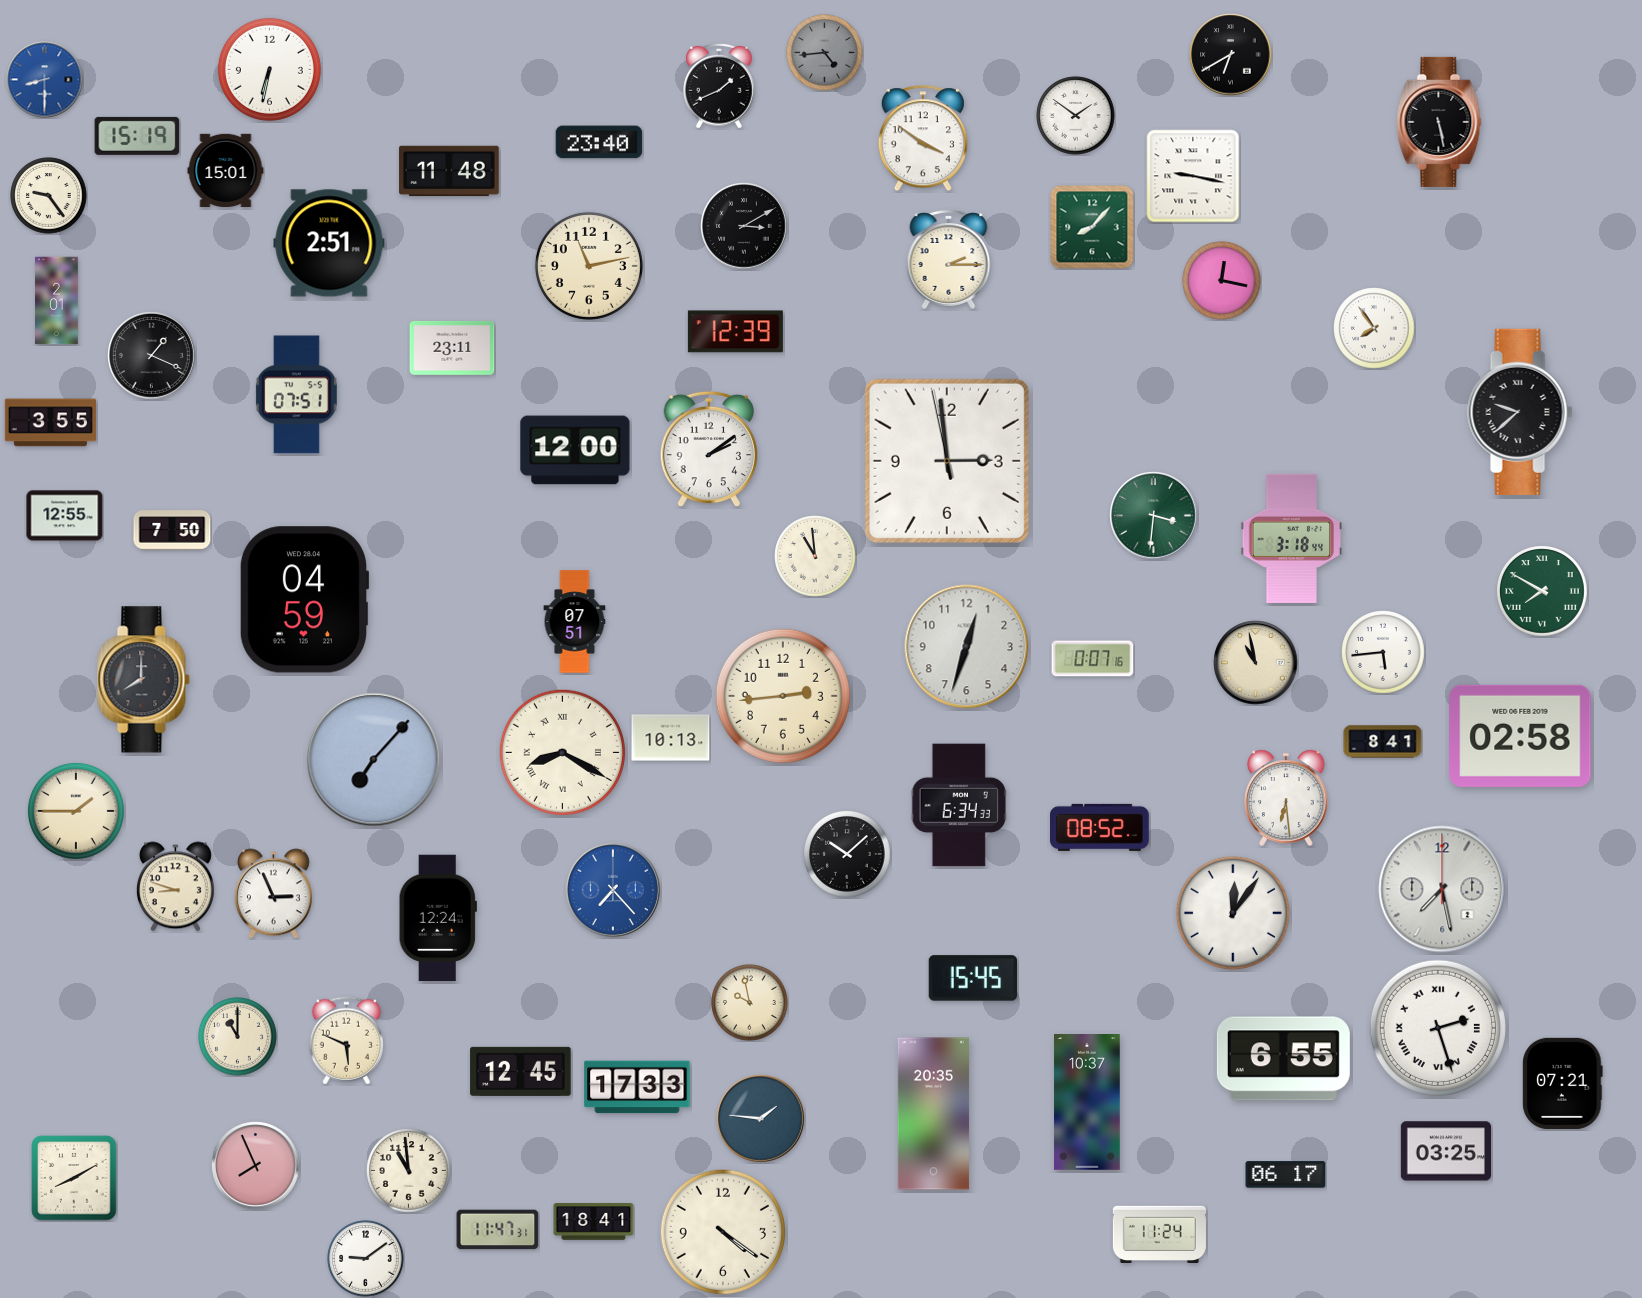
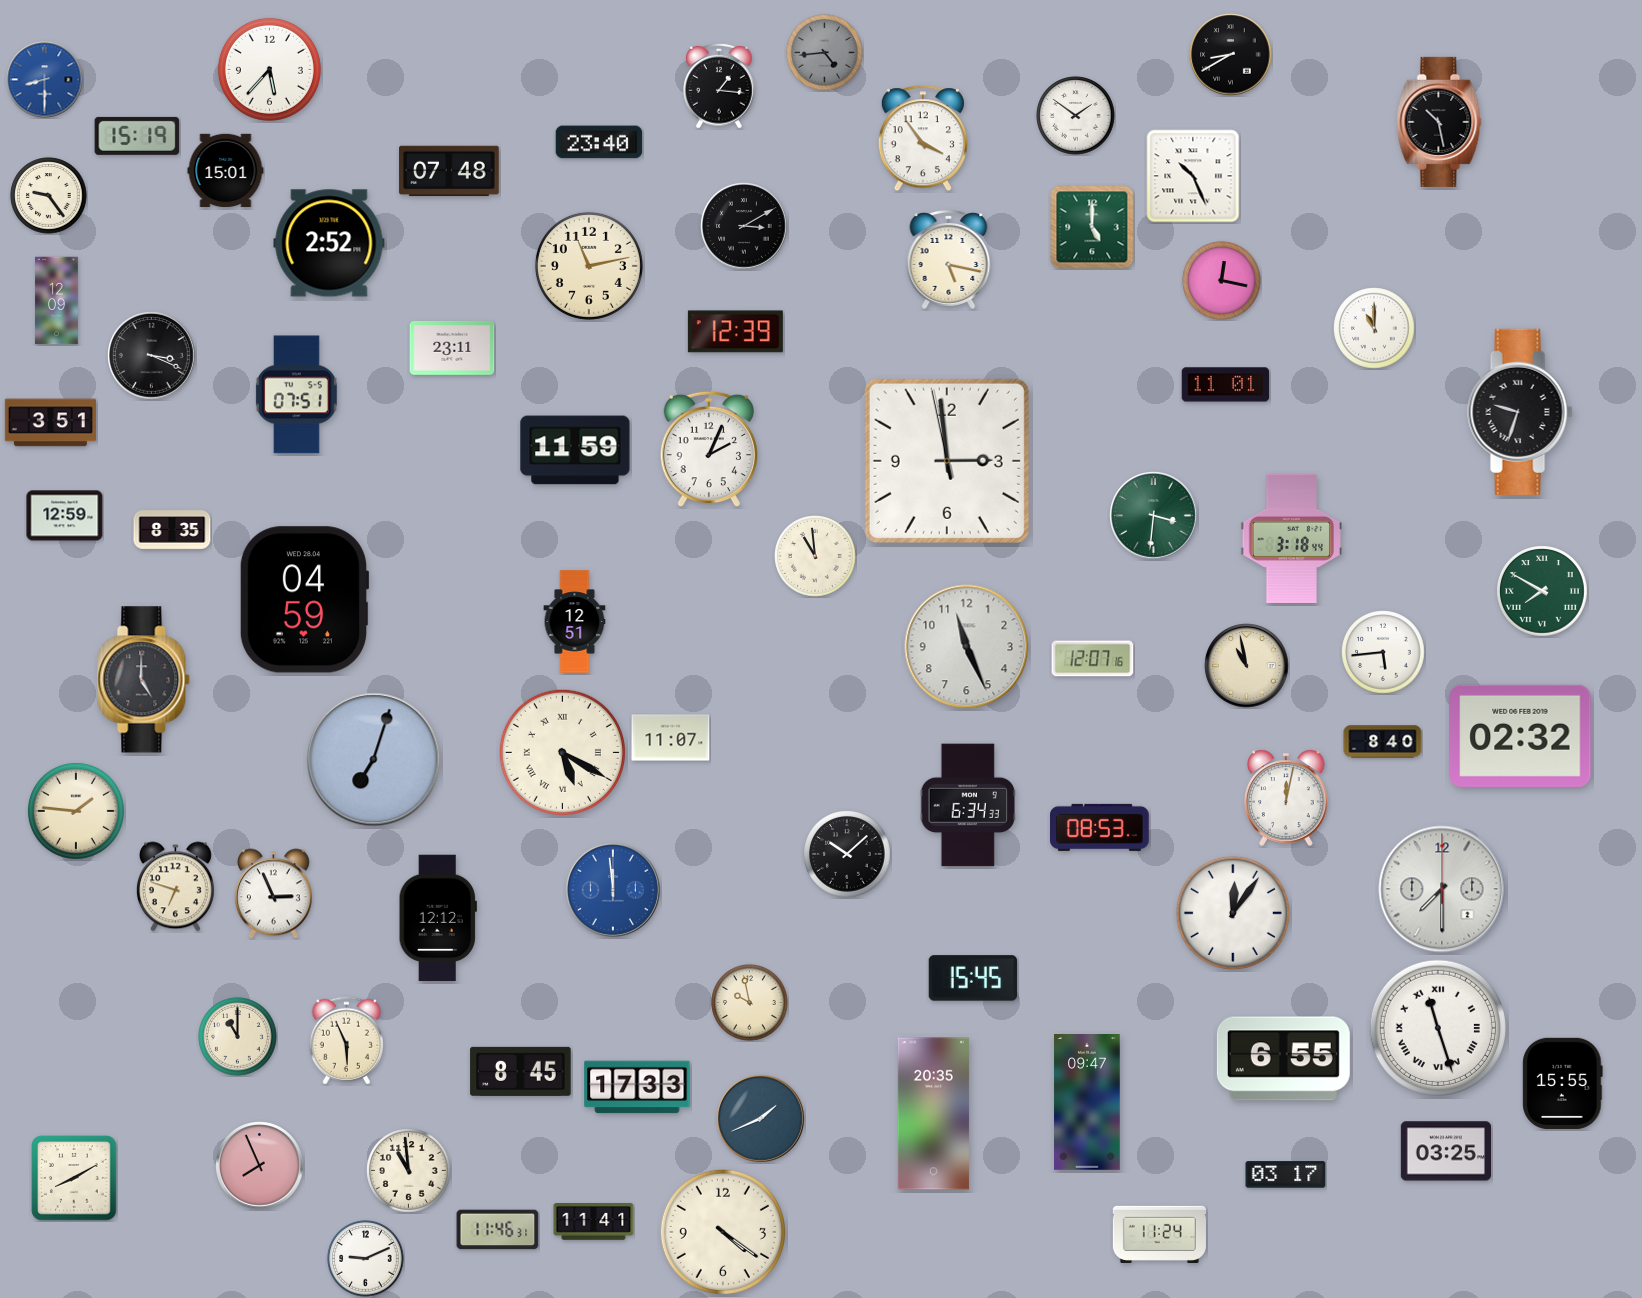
clock at (1231, 55): 6:40 -> 8:40
clock at (269, 69): 6:32 -> 5:37
clock at (719, 86): 1:41 -> 1:16
clock at (1439, 122): 5:28 -> 10:28
clock at (923, 139): 3:51 -> 3:54
clock at (449, 171): 11:48 -> 07:48
clock at (1193, 176): 9:17 -> 10:26
clock at (1092, 227): 8:07 -> 5:00
clock at (329, 243): 2:51 -> 2:52
clock at (949, 260): 2:15 -> 5:17
clock at (57, 301): 2:01 -> 12:09
clock at (1374, 328): 7:54 -> 11:00
clock at (152, 356): 1:19 -> 3:19
clock at (1226, 385): none -> 11:01
clock at (1520, 412): 9:38 -> 9:33
clock at (50, 423): 3:55 -> 3:51
clock at (709, 449): 2:09 -> 2:04
clock at (575, 450): 12:00 -> 11:59
clock at (65, 516): 12:55 -> 12:59
clock at (172, 530): 7:50 -> 8:35
clock at (575, 622): 07:51 -> 12:51
clock at (967, 647): 12:33 -> 11:26
clock at (1093, 659): 0:07 -> 12:07
clock at (1256, 663) position: (1256, 663) -> (1247, 666)
clock at (144, 680): 8:00 -> 5:00
clock at (783, 696): 2:44 -> none
clock at (1520, 736): 02:58 -> 02:32
clock at (671, 738): 10:13 -> 11:07
clock at (1383, 742): 8:41 -> 8:40
clock at (562, 752): 8:20 -> 5:20
clock at (374, 760): 7:07 -> 7:03
clock at (1286, 798): 6:29 -> 12:02
clock at (959, 805) position: (959, 805) -> (968, 805)
clock at (76, 811): 1:45 -> 1:46
clock at (1100, 827): 08:52 -> 08:53
clock at (175, 887): 8:48 -> 6:48
clock at (1442, 889): 7:28 -> 7:30
clock at (613, 890): 7:23 -> 11:59
clock at (438, 918): 12:24 -> 12:12
clock at (1438, 1028): 2:27 -> 11:27
clock at (346, 1041): 5:49 -> 5:56
clock at (521, 1071): 12:45 -> 8:45
clock at (1563, 1083): 07:21 -> 15:55
clock at (1087, 1103): 10:37 -> 09:47
clock at (761, 1119): 1:46 -> 1:41
clock at (256, 1166) position: (256, 1166) -> (260, 1166)
clock at (1286, 1175): 06:17 -> 03:17
clock at (594, 1222): 18:41 -> 11:41
clock at (498, 1230): 11:47 -> 11:46
clock at (366, 1259): 9:09 -> 9:11
